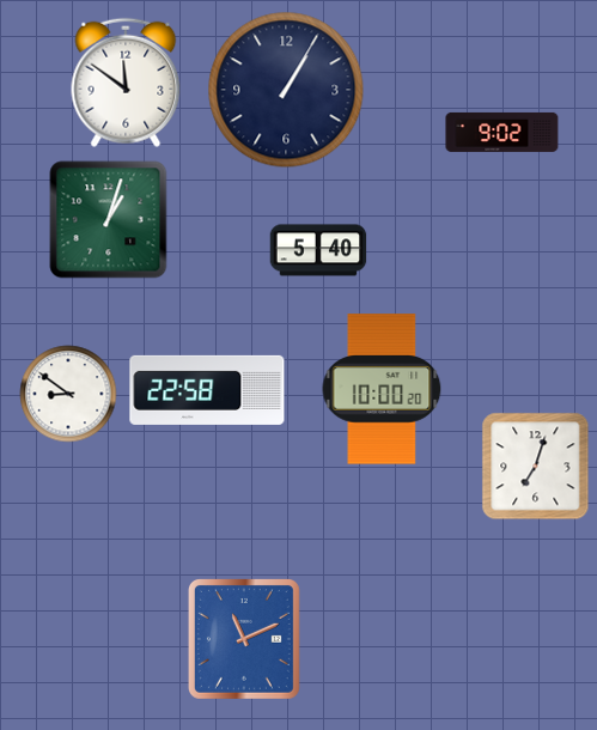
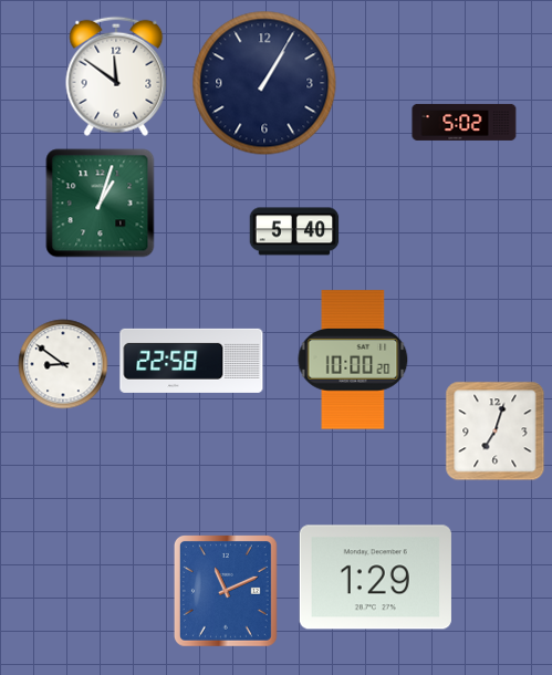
clock at (502, 132): 9:02 -> 5:02
clock at (375, 578): none -> 1:29
